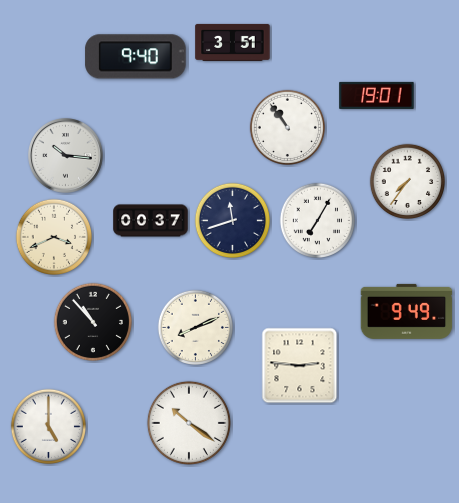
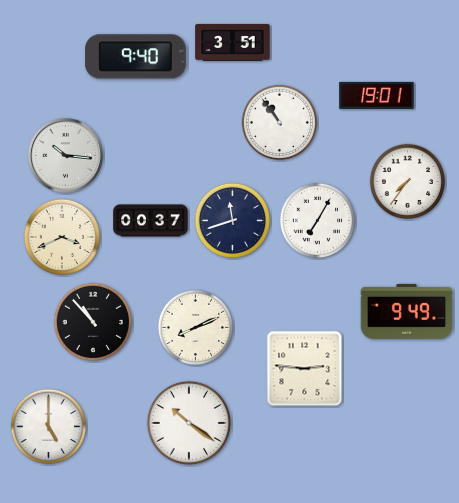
clock at (287, 127) position: (287, 127) -> (279, 122)
clock at (53, 236) position: (53, 236) -> (61, 236)
clock at (300, 366) position: (300, 366) -> (305, 369)
